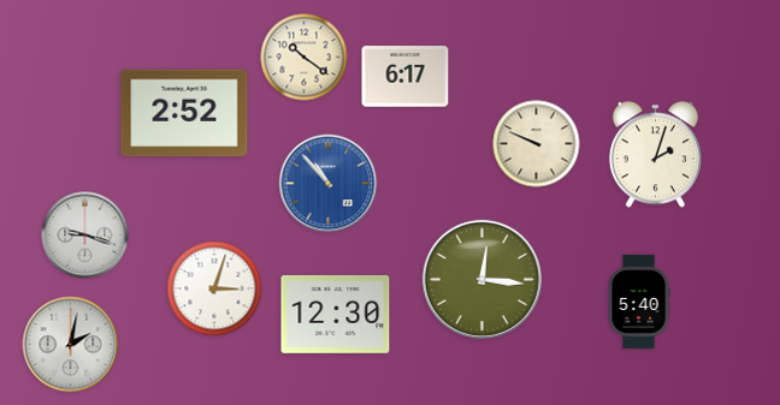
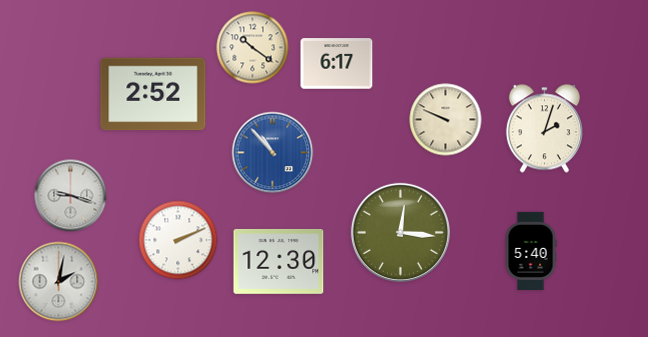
clock at (214, 288): 3:03 -> 2:11
clock at (71, 345) position: (71, 345) -> (59, 282)
